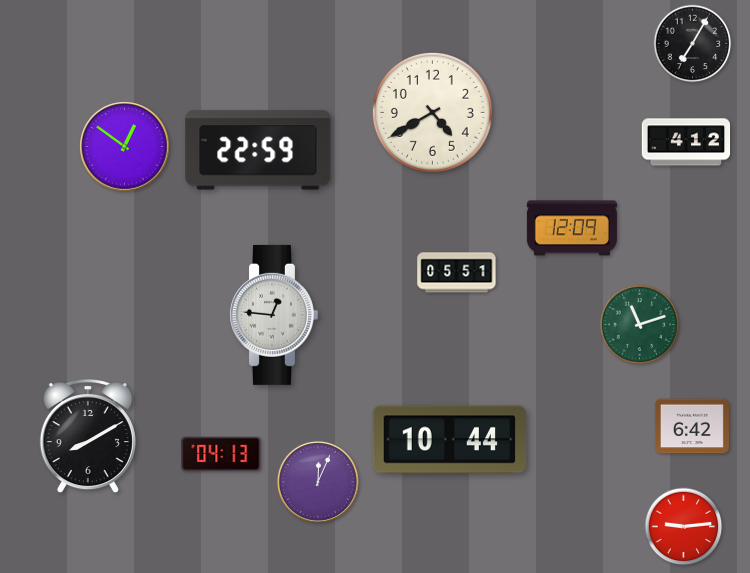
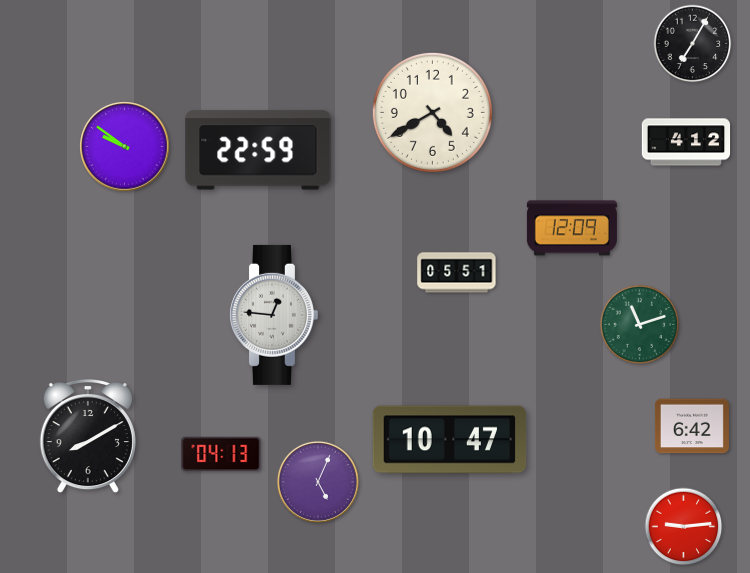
clock at (125, 147): 12:51 -> 9:51
clock at (450, 440): 10:44 -> 10:47
clock at (318, 482): 12:04 -> 5:04
